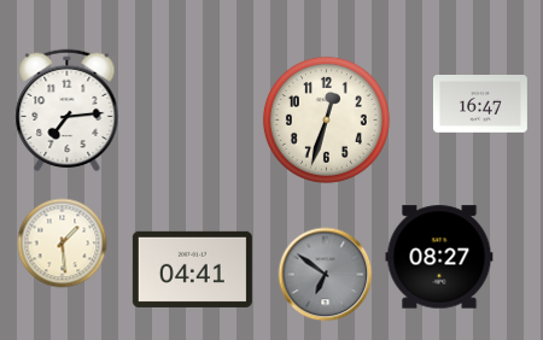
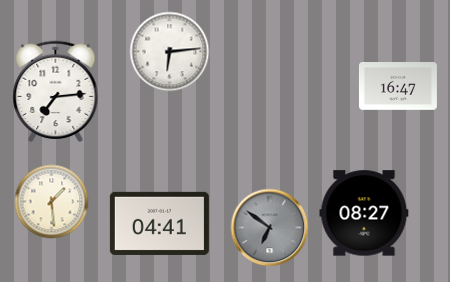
clock at (170, 52): none -> 6:14
clock at (326, 119): 12:33 -> none
